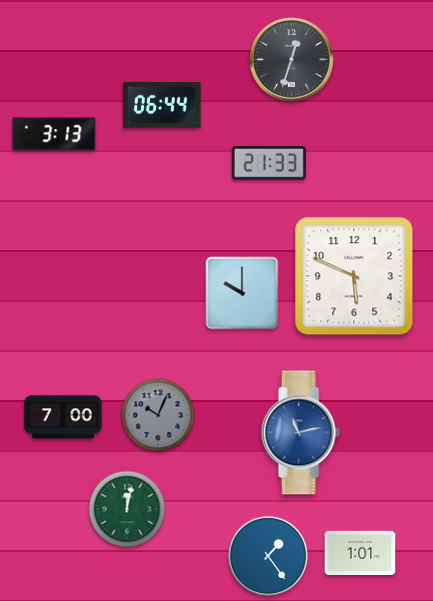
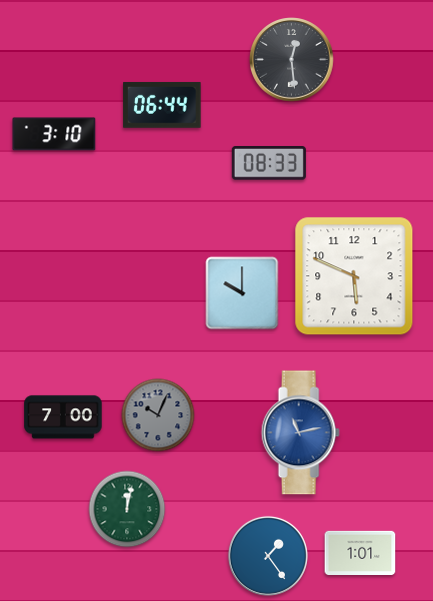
clock at (292, 60): 12:33 -> 12:29
clock at (54, 134): 3:13 -> 3:10
clock at (269, 164): 21:33 -> 08:33
